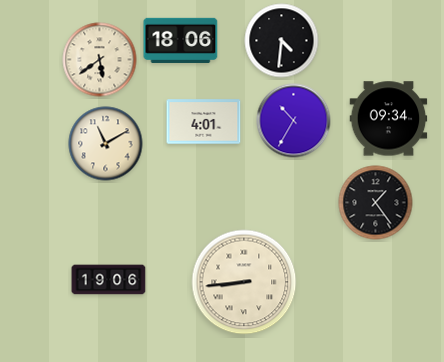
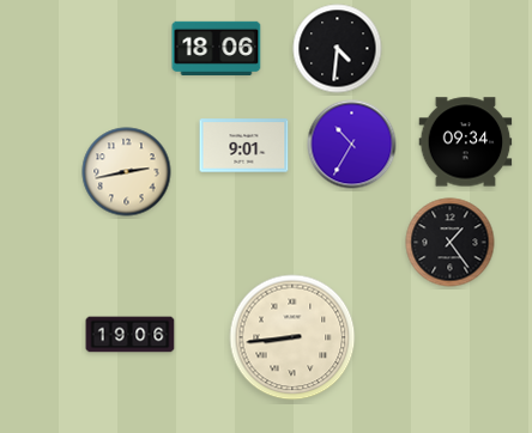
clock at (100, 60): 5:39 -> none
clock at (204, 122): 4:01 -> 9:01
clock at (106, 144): 11:10 -> 2:43
